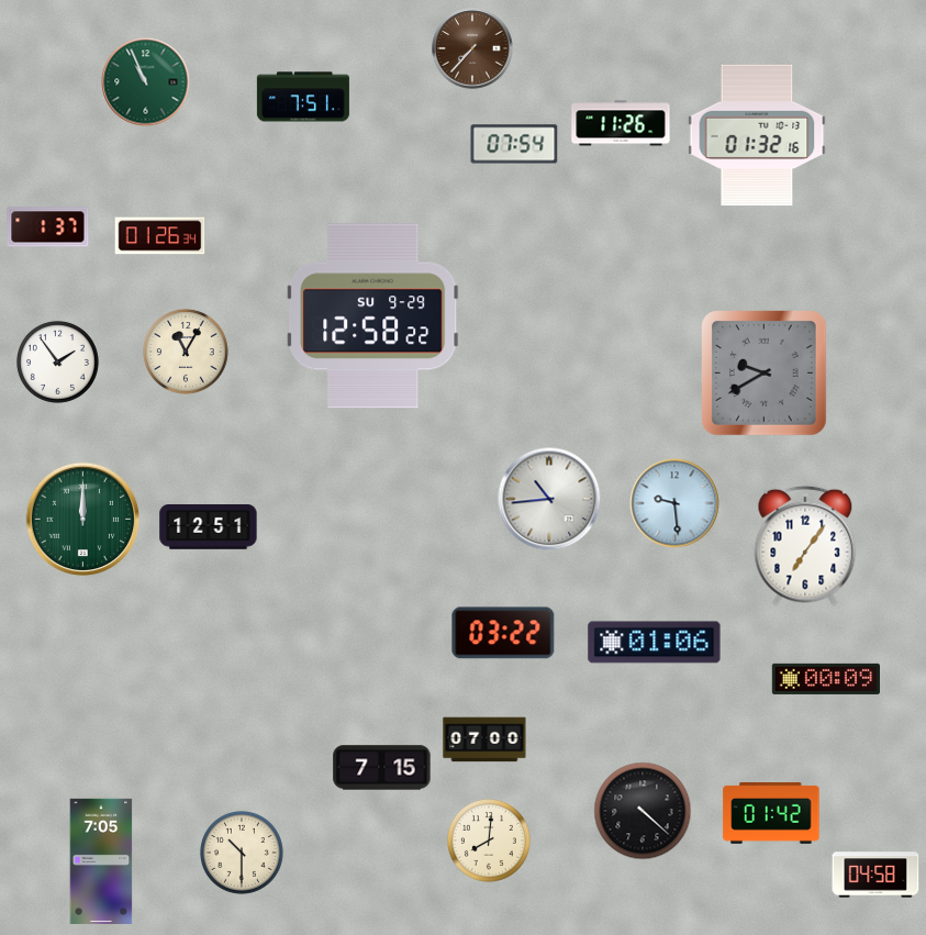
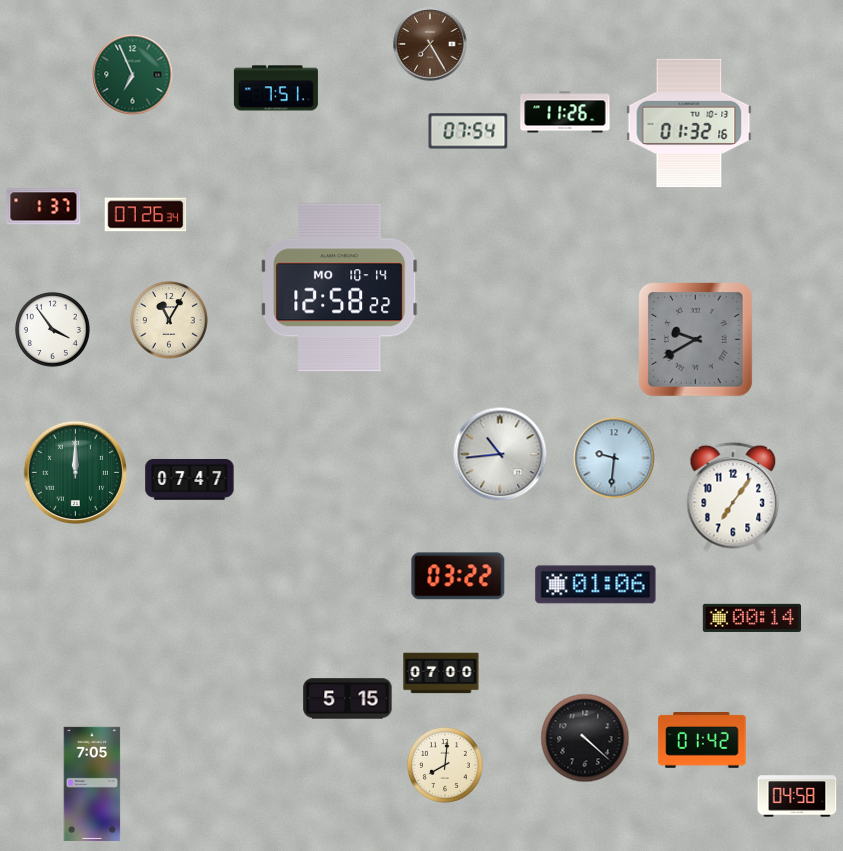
clock at (472, 48): 7:37 -> 7:25
clock at (146, 82): 10:56 -> 6:56
clock at (160, 236): 01:26 -> 07:26
clock at (373, 316) date: SU 9-29 -> MO 10-14
clock at (57, 361): 1:54 -> 3:54
clock at (674, 503): 9:29 -> 9:31
clock at (209, 527): 12:51 -> 07:47
clock at (825, 679): 00:09 -> 00:14
clock at (382, 768): 7:15 -> 5:15
clock at (243, 854): 10:30 -> none
